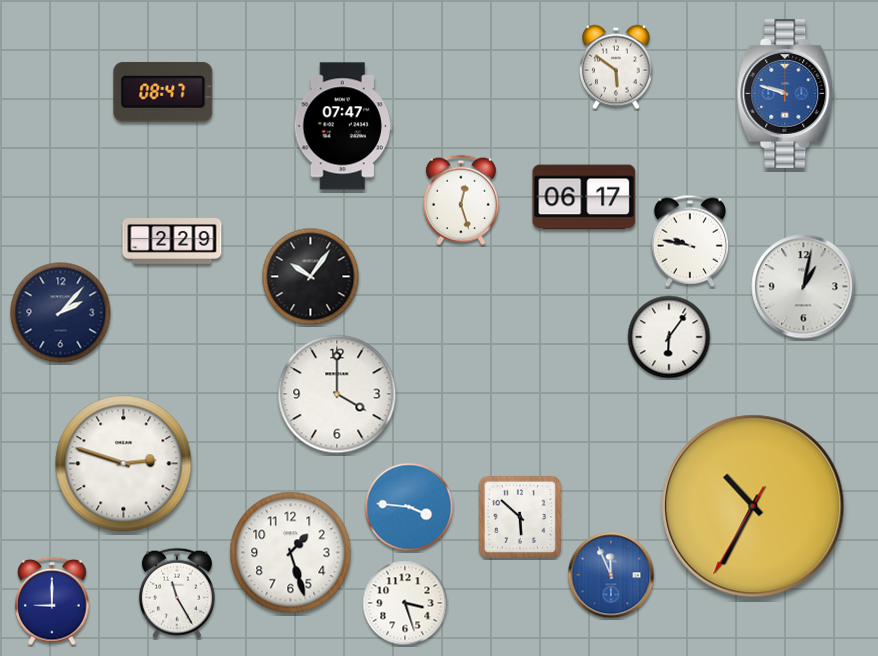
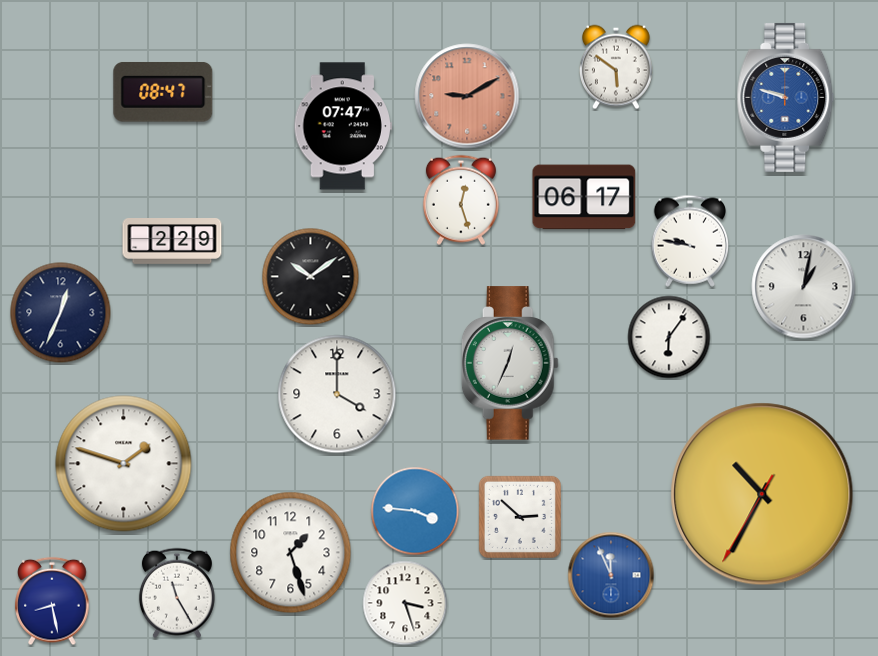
clock at (786, 93) position: (786, 93) -> (786, 97)
clock at (467, 96): none -> 9:10
clock at (311, 277): 10:06 -> 10:09
clock at (61, 313): 2:07 -> 12:34
clock at (510, 363): none -> 12:34
clock at (124, 464): 2:48 -> 1:48
clock at (753, 506) position: (753, 506) -> (762, 494)
clock at (409, 507) position: (409, 507) -> (415, 511)
clock at (520, 517): 5:52 -> 2:52
clock at (52, 601): 9:00 -> 8:28
